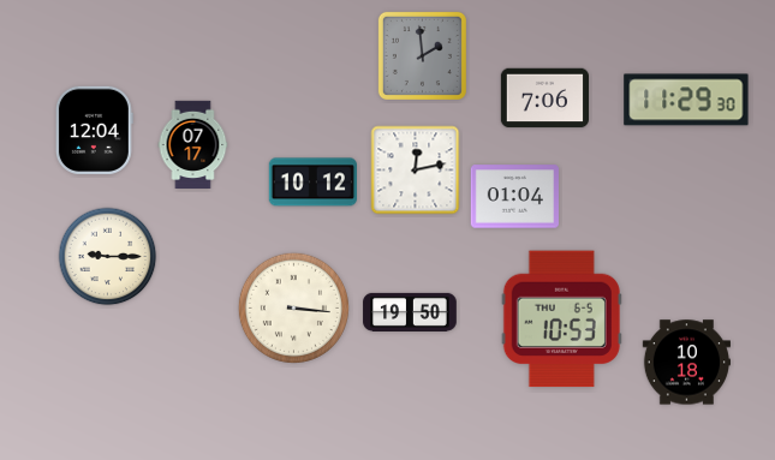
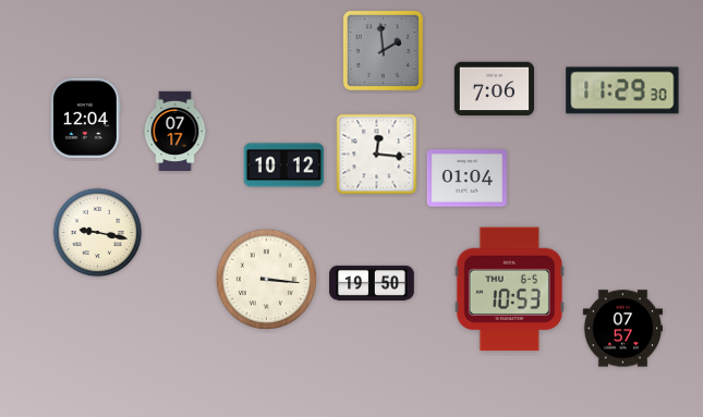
clock at (416, 171): 12:13 -> 12:16
clock at (108, 257): 9:15 -> 9:17
clock at (686, 363): 10:18 -> 07:57
